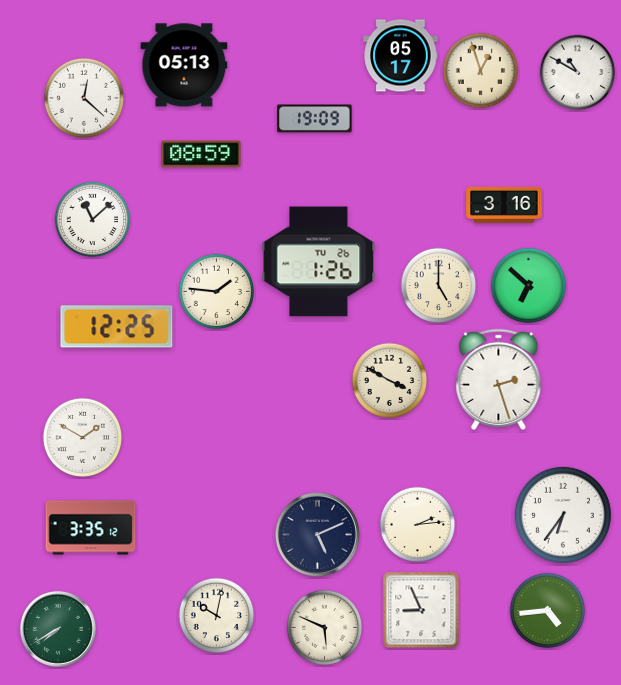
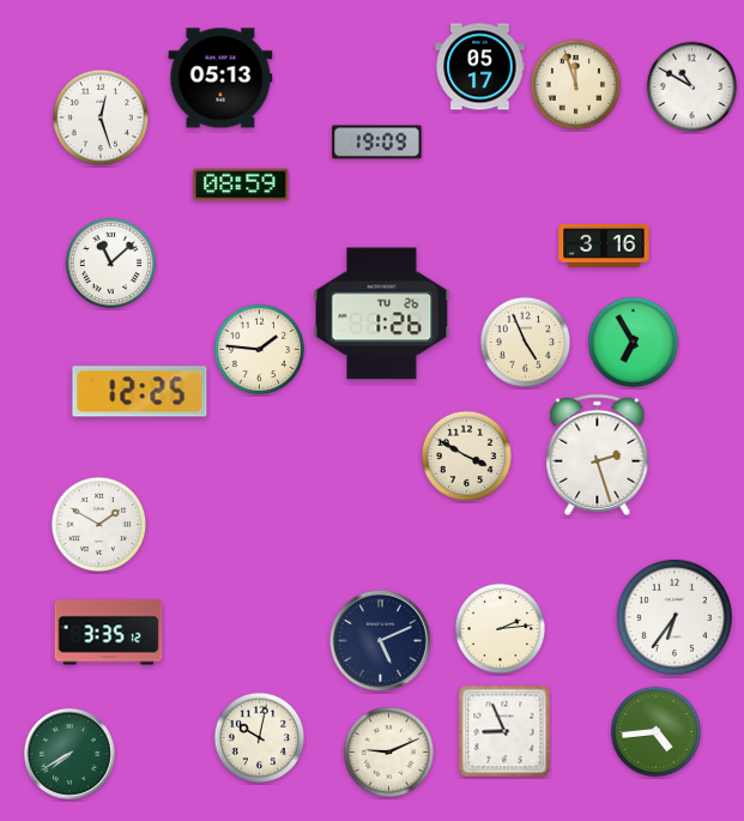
clock at (481, 71): 12:57 -> 11:57
clock at (83, 97): 12:22 -> 12:27
clock at (439, 286): 5:00 -> 4:56
clock at (529, 286): 6:52 -> 6:55
clock at (325, 628): 5:49 -> 9:11
